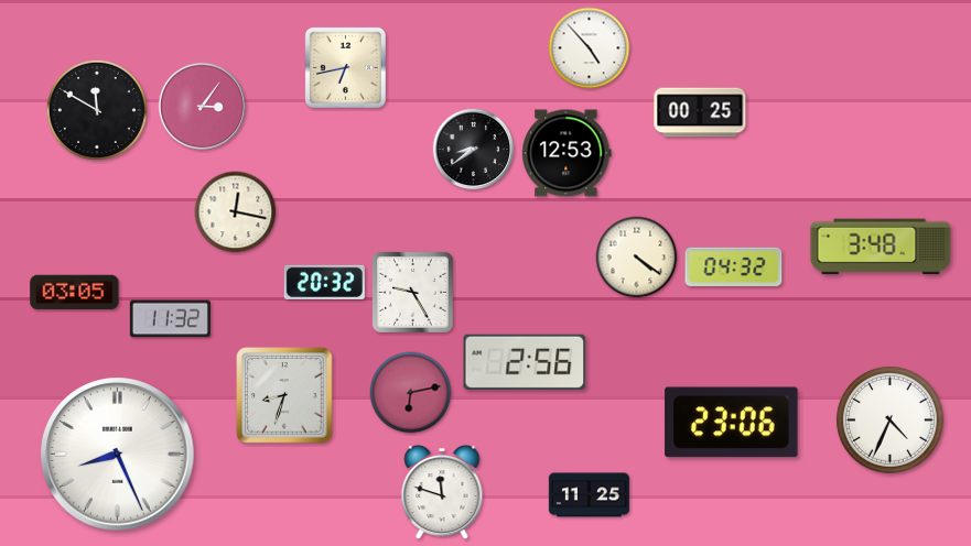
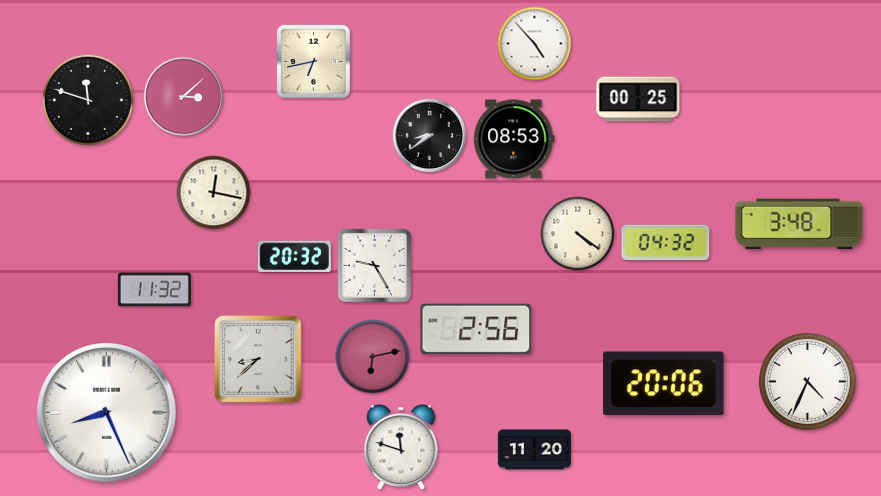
clock at (202, 106): 3:06 -> 3:08
clock at (97, 110): 11:50 -> 11:48
clock at (700, 112) position: (700, 112) -> (638, 99)
clock at (567, 153): 12:53 -> 08:53
clock at (75, 293): 03:05 -> none
clock at (284, 395): 8:33 -> 8:38
clock at (732, 423): 23:06 -> 20:06
clock at (589, 495): 11:25 -> 11:20
